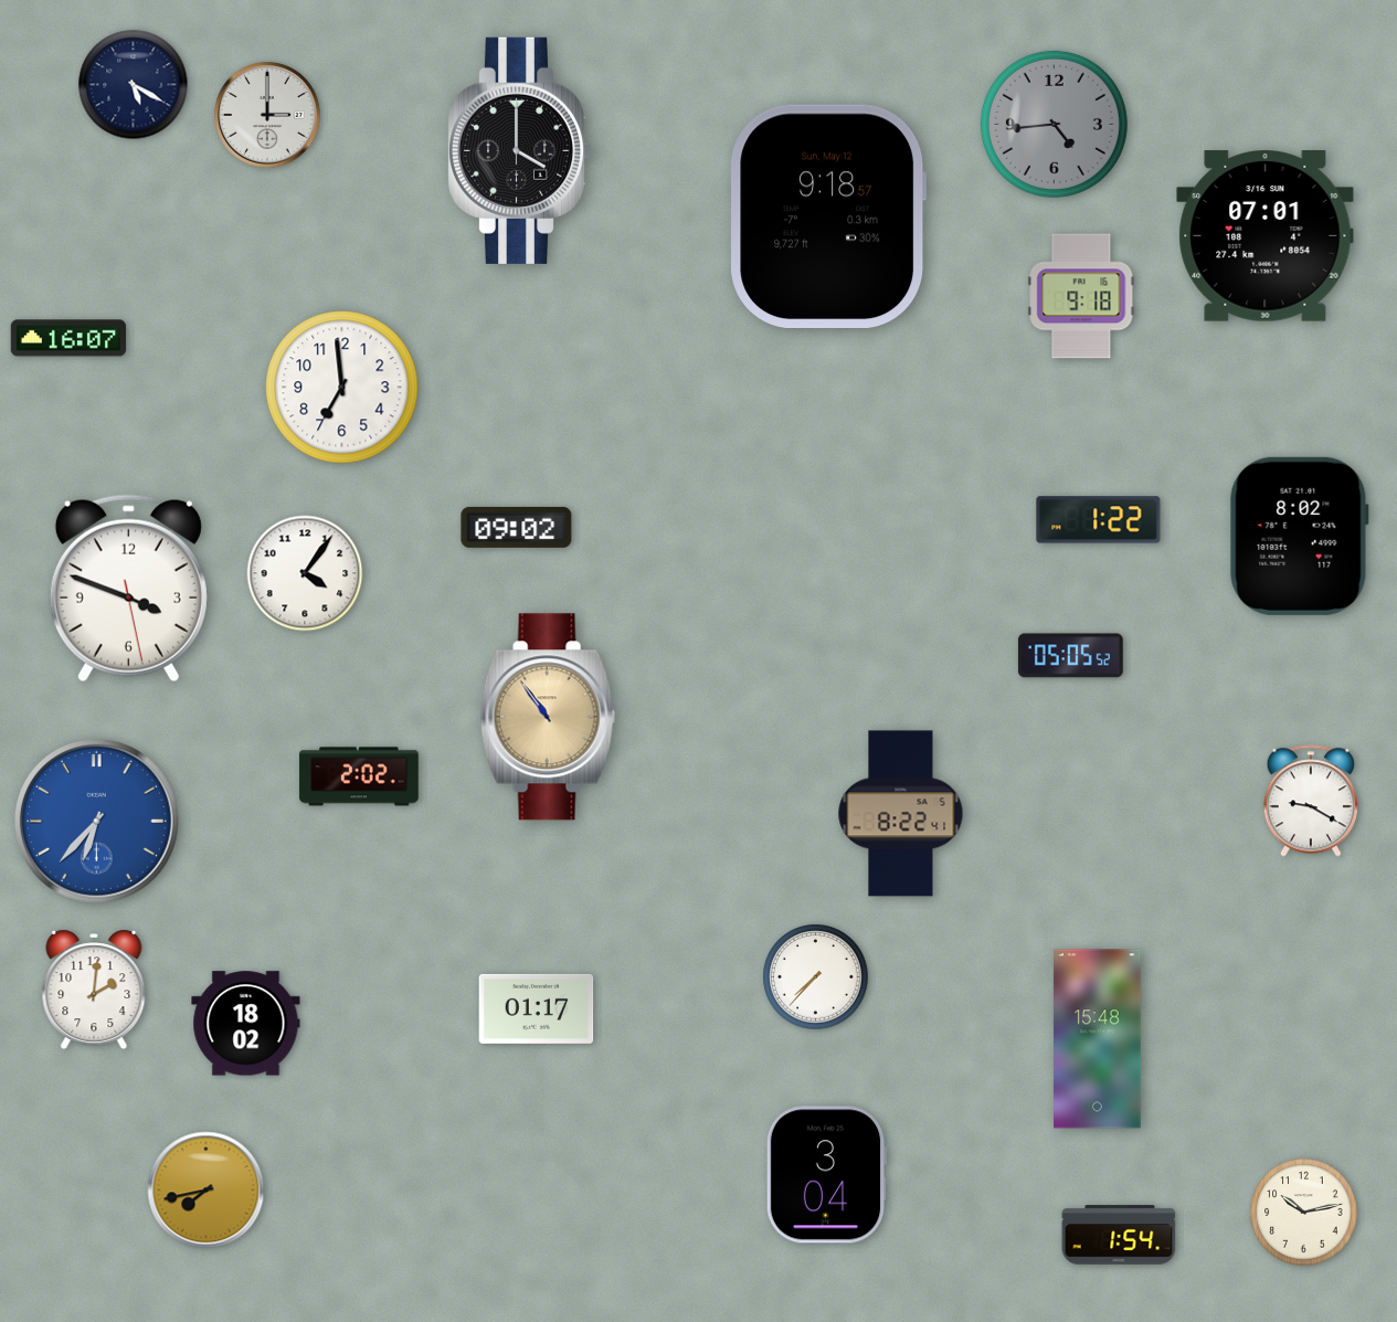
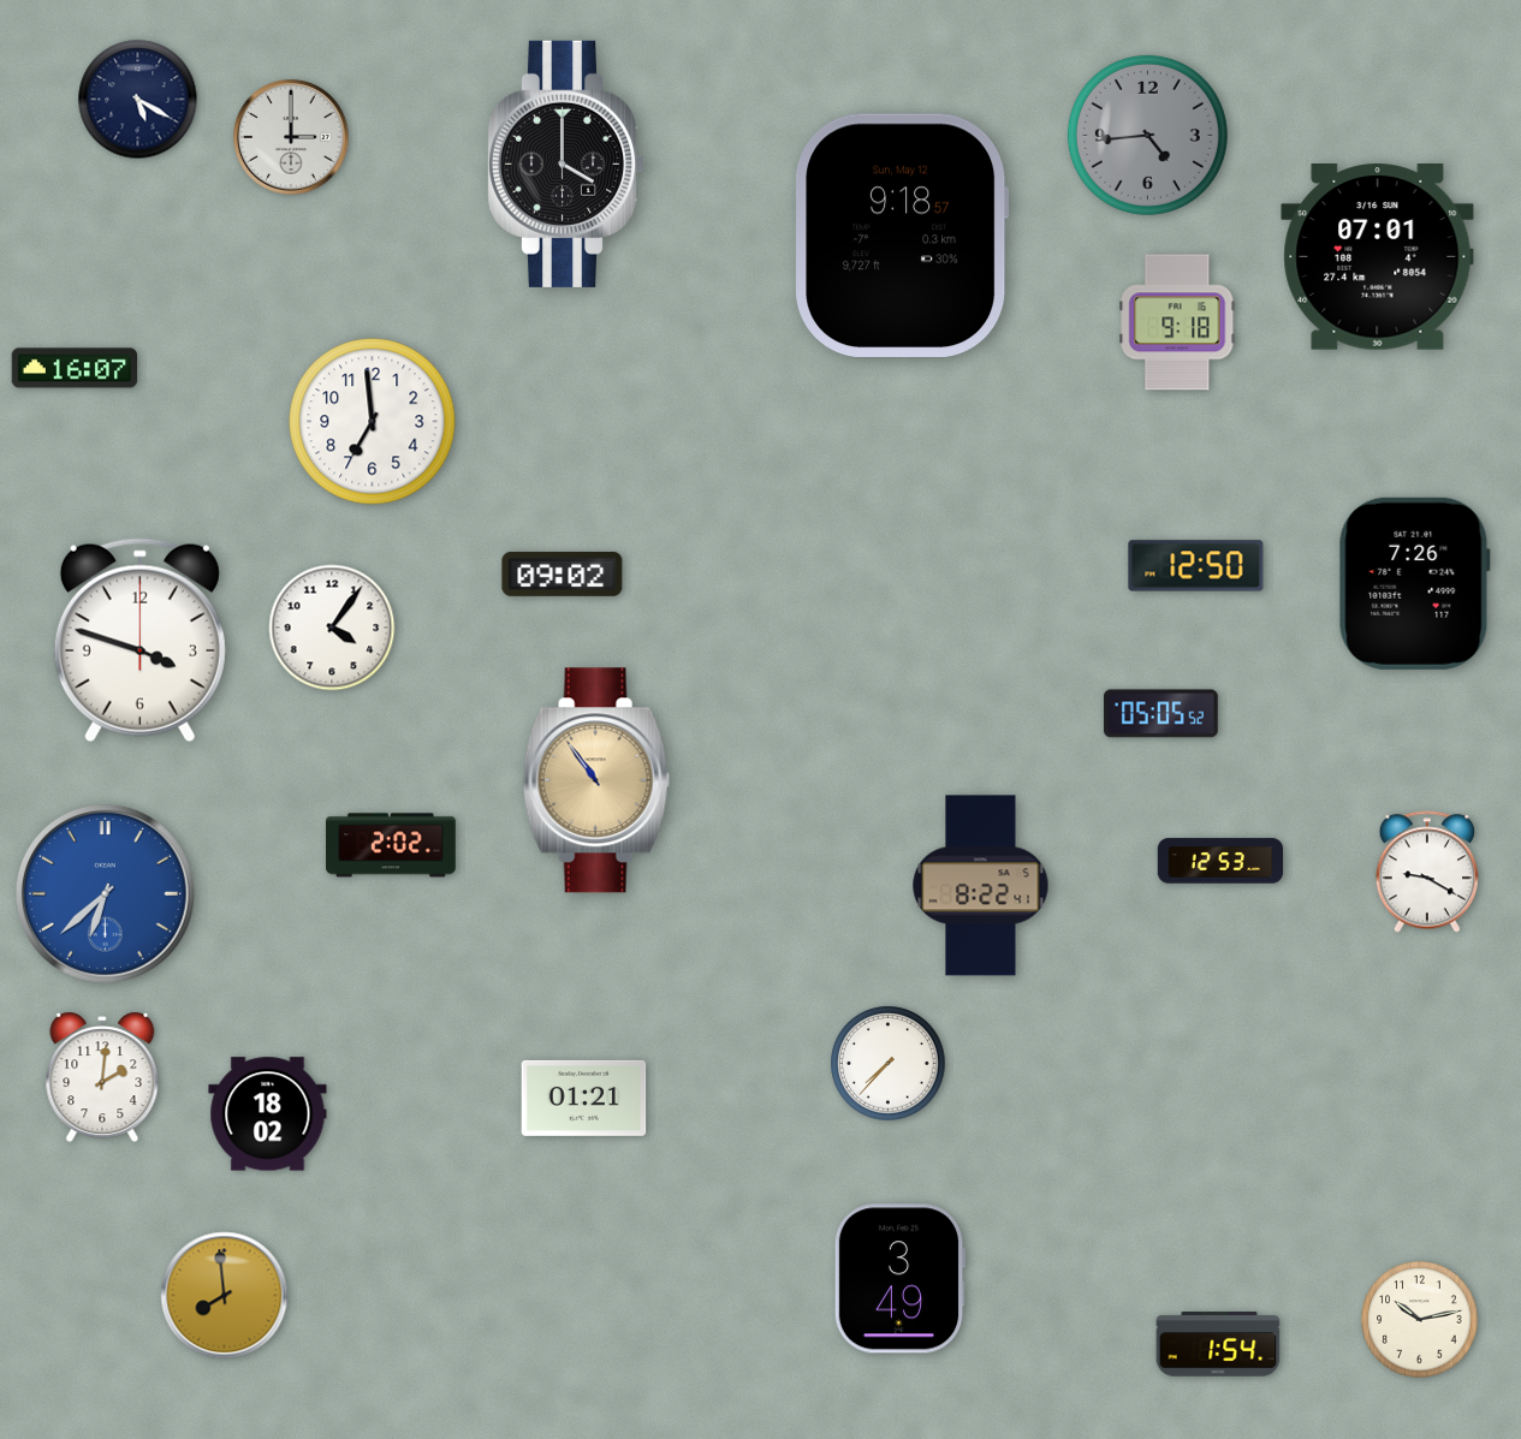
clock at (134, 85) position: (134, 85) -> (138, 100)
clock at (268, 116) position: (268, 116) -> (292, 138)
clock at (1099, 520): 1:22 -> 12:50
clock at (1299, 536): 8:02 -> 7:26
clock at (305, 573) position: (305, 573) -> (332, 628)
clock at (128, 589): 3:48:28 -> 3:48:00
clock at (1070, 656) position: (1070, 656) -> (1160, 714)
clock at (1220, 861): none -> 12:53
clock at (96, 821): 6:37 -> 6:38
clock at (537, 1008): 01:17 -> 01:21
clock at (1098, 1039): 15:48 -> none
clock at (826, 1175): 3:04 -> 3:49
clock at (207, 1191): 7:43 -> 7:59
